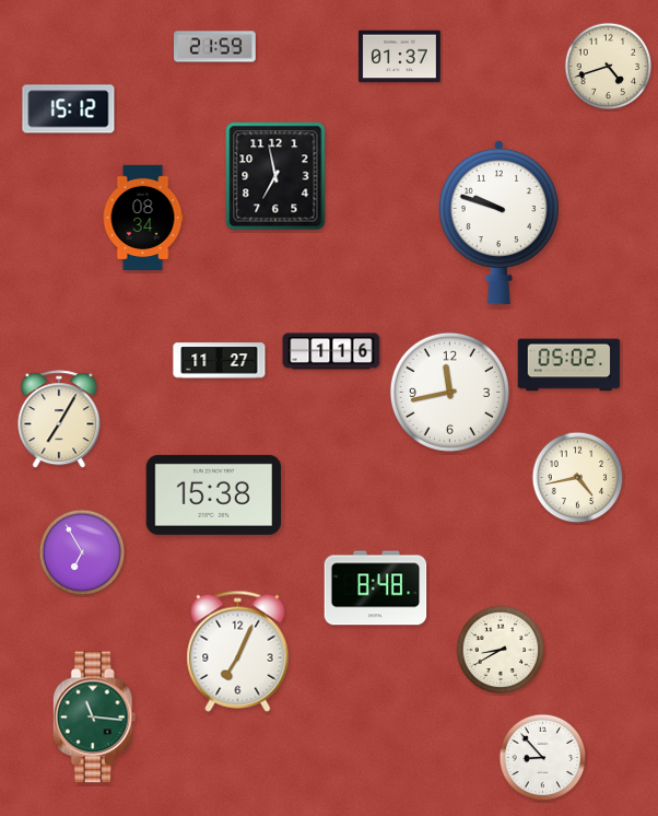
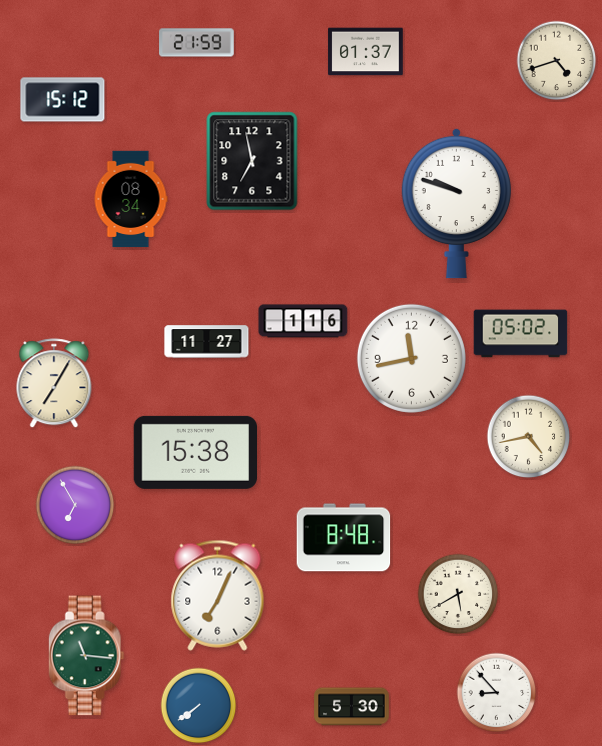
clock at (220, 361) position: (220, 361) -> (207, 342)
clock at (501, 650): 8:40 -> 5:40
clock at (199, 706): none -> 7:39
clock at (352, 707): none -> 5:30
